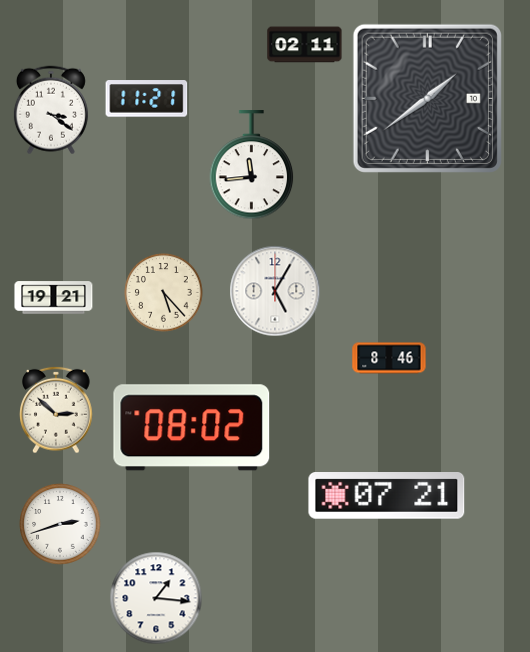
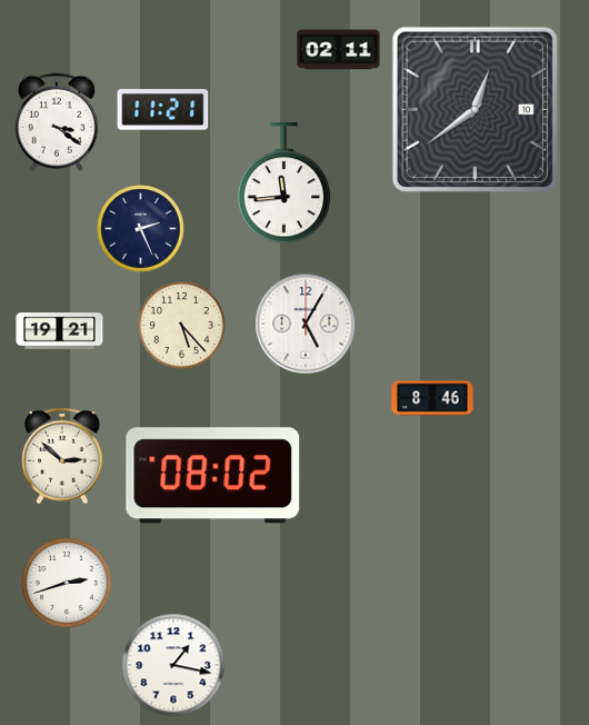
clock at (427, 98): 1:39 -> 12:39
clock at (252, 165) position: (252, 165) -> (284, 183)
clock at (141, 229): none -> 2:26
clock at (387, 496): 07:21 -> none
clock at (156, 598): 1:16 -> 1:17
